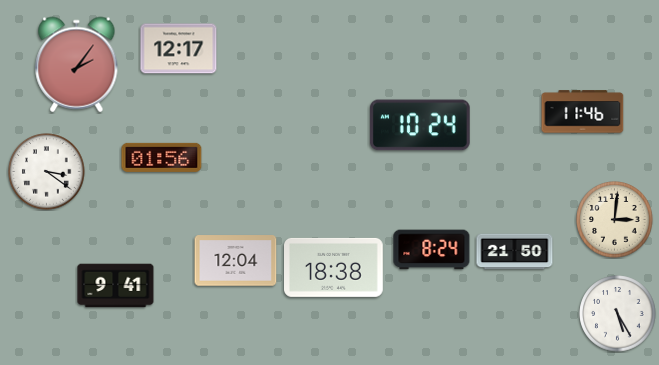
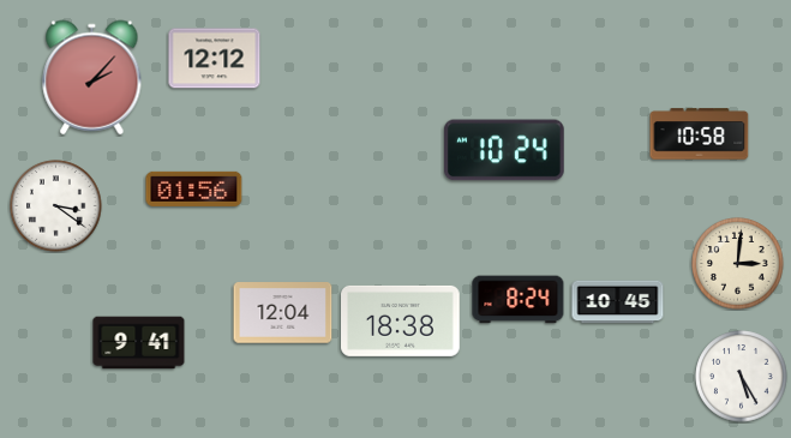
clock at (179, 49): 12:17 -> 12:12
clock at (77, 65): 2:06 -> 2:07
clock at (583, 112): 11:46 -> 10:58
clock at (515, 252): 21:50 -> 10:45
